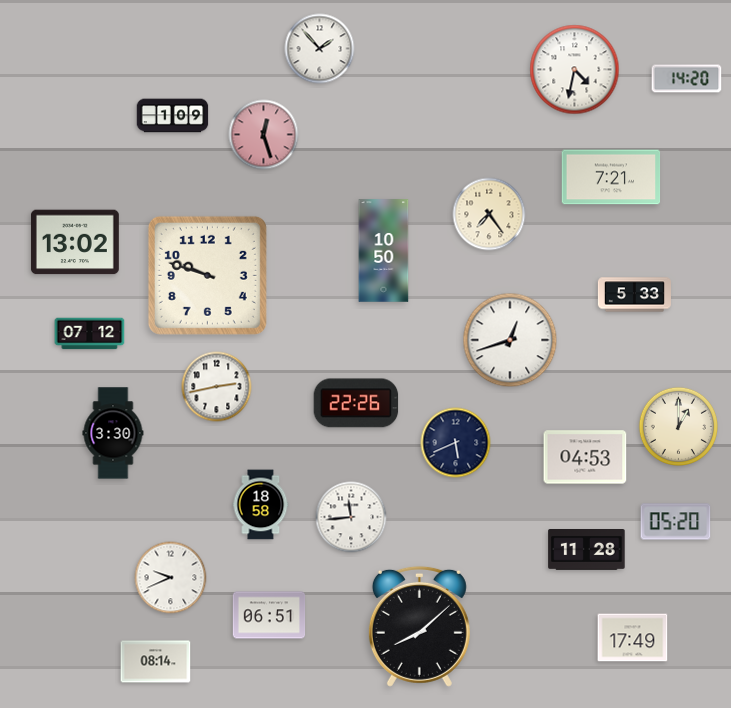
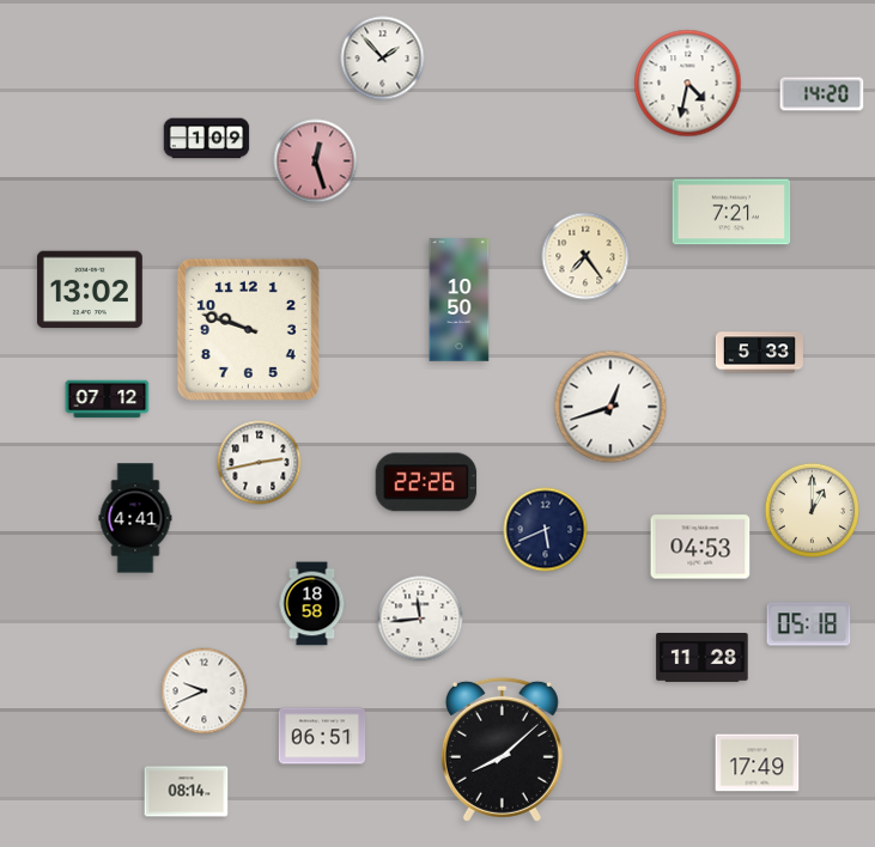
clock at (113, 433): 3:30 -> 4:41
clock at (676, 522): 05:20 -> 05:18
